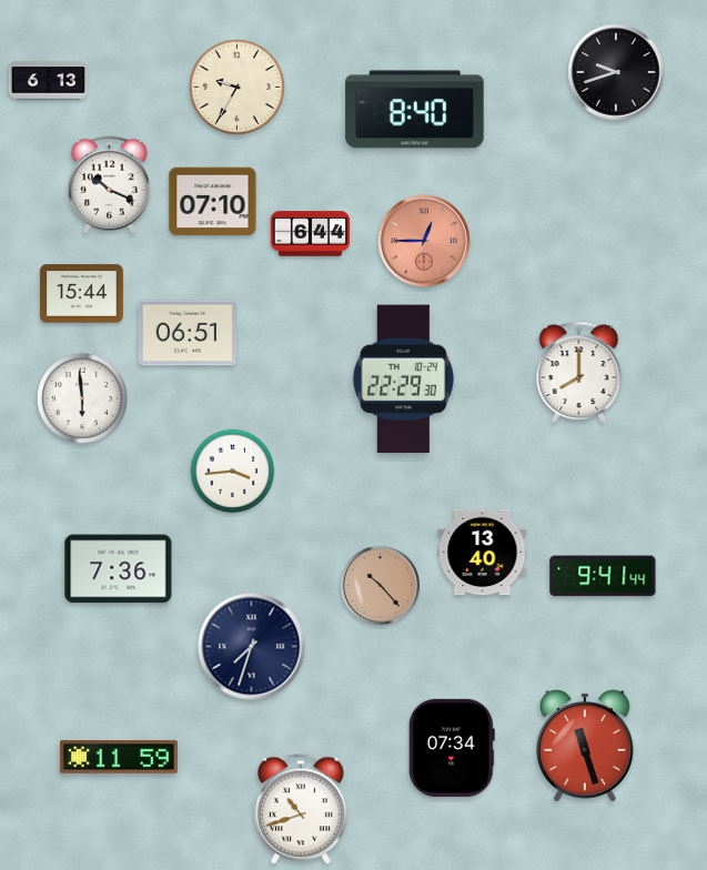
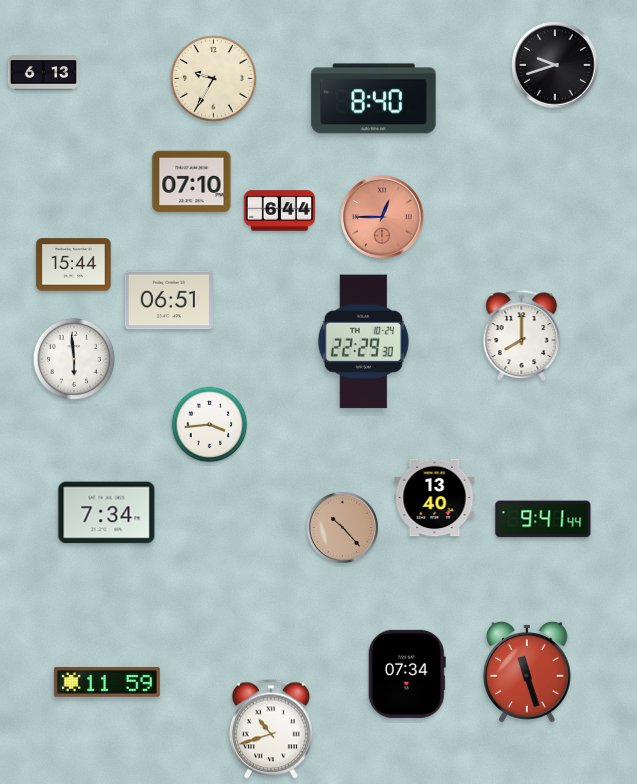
clock at (109, 185): 10:19 -> none
clock at (119, 569): 7:36 -> 7:34
clock at (252, 647): 7:33 -> none
